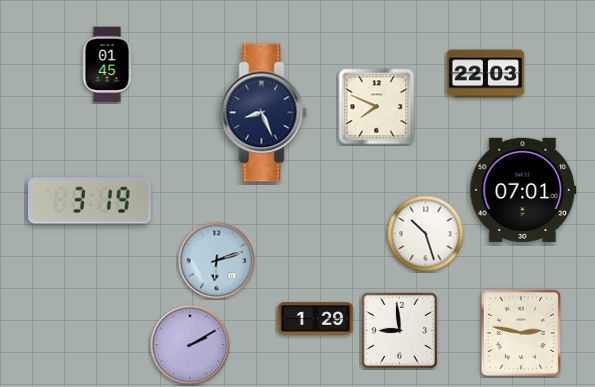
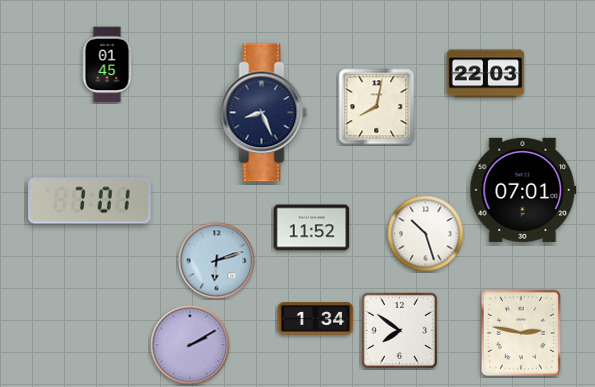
clock at (377, 107): 7:49 -> 8:02
clock at (90, 201): 3:19 -> 7:01
clock at (312, 228): none -> 11:52
clock at (316, 319): 1:29 -> 1:34
clock at (399, 330): 8:59 -> 7:51
